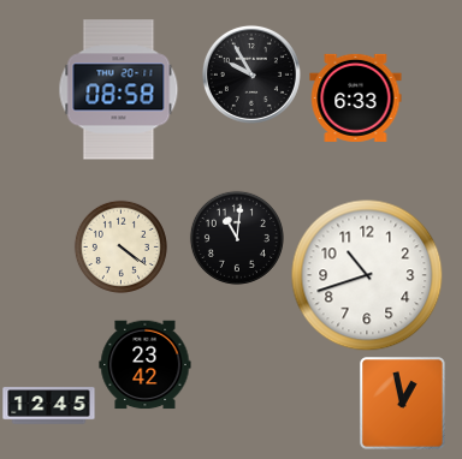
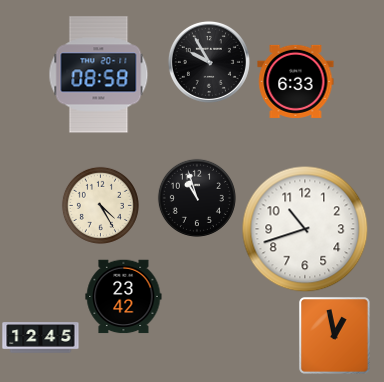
clock at (237, 238): 11:01 -> 10:57
clock at (120, 246): 4:21 -> 4:25
clock at (146, 365) position: (146, 365) -> (124, 297)
